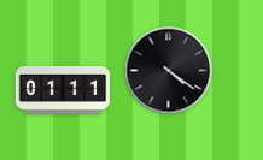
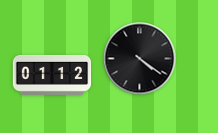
clock at (63, 90): 01:11 -> 01:12
